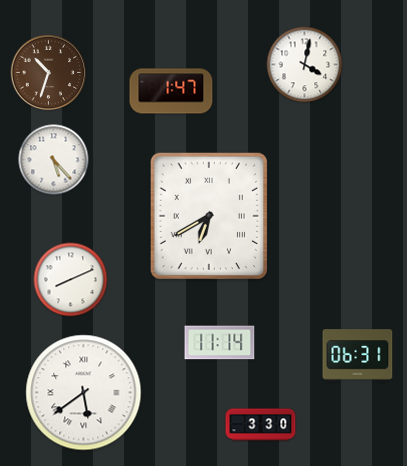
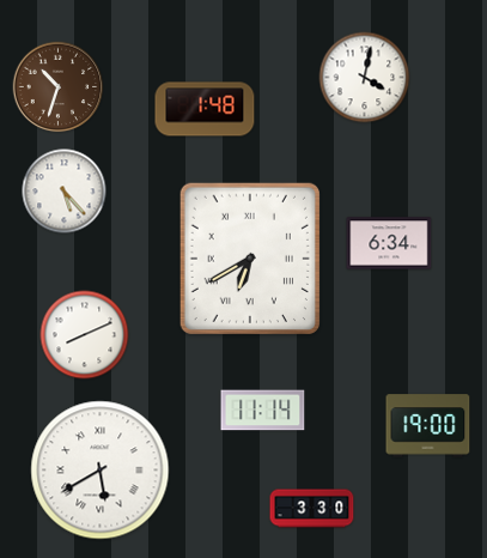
clock at (171, 91): 1:47 -> 1:48
clock at (389, 243): none -> 6:34
clock at (358, 356): 06:31 -> 19:00
clock at (84, 393): 5:39 -> 5:40
